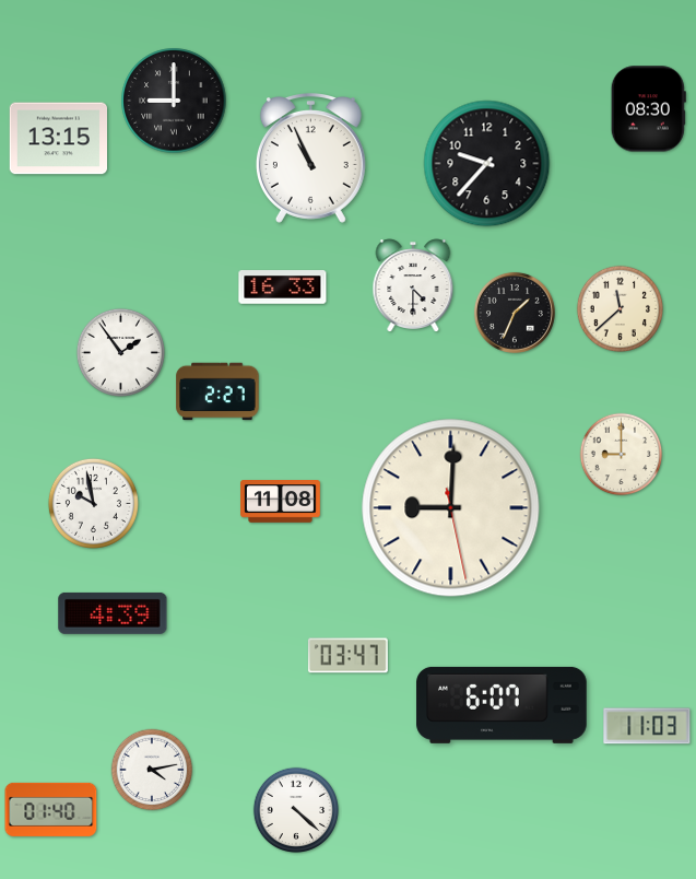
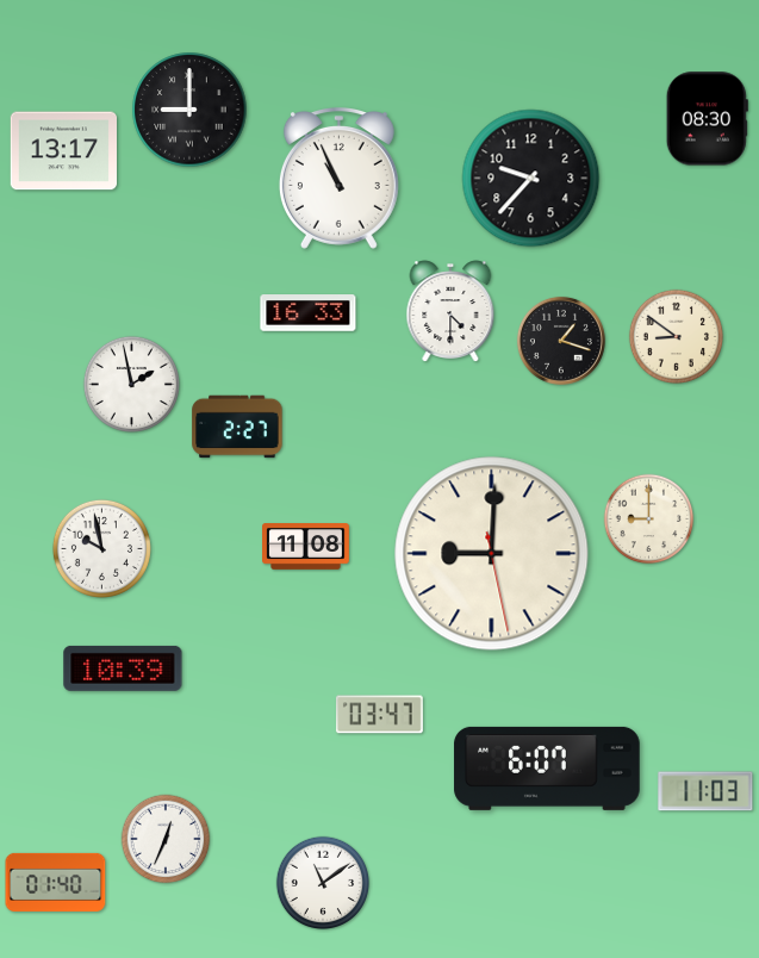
clock at (58, 139): 13:15 -> 13:17
clock at (310, 159) position: (310, 159) -> (338, 179)
clock at (620, 308): 11:38 -> 8:51
clock at (515, 313): 1:34 -> 1:18
clock at (120, 352): 1:54 -> 1:58
clock at (622, 455) position: (622, 455) -> (649, 520)
clock at (113, 613): 4:39 -> 10:39
clock at (152, 770): 4:13 -> 12:34
clock at (296, 810): 4:22 -> 11:09
